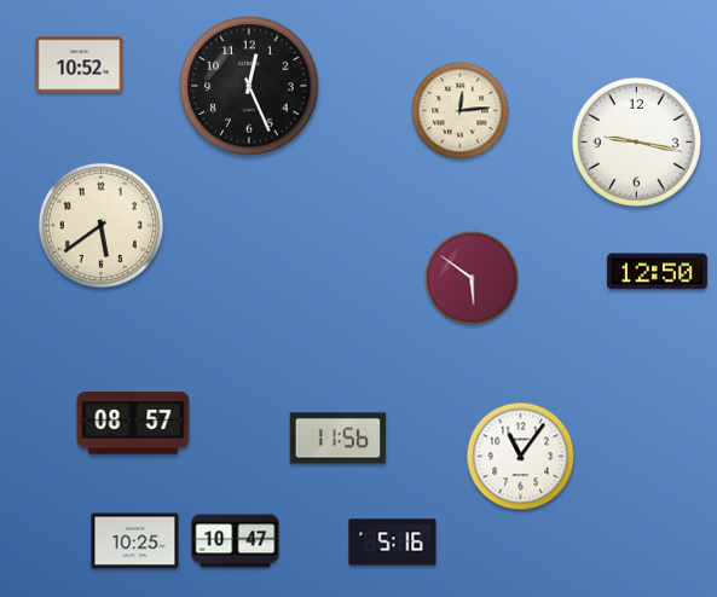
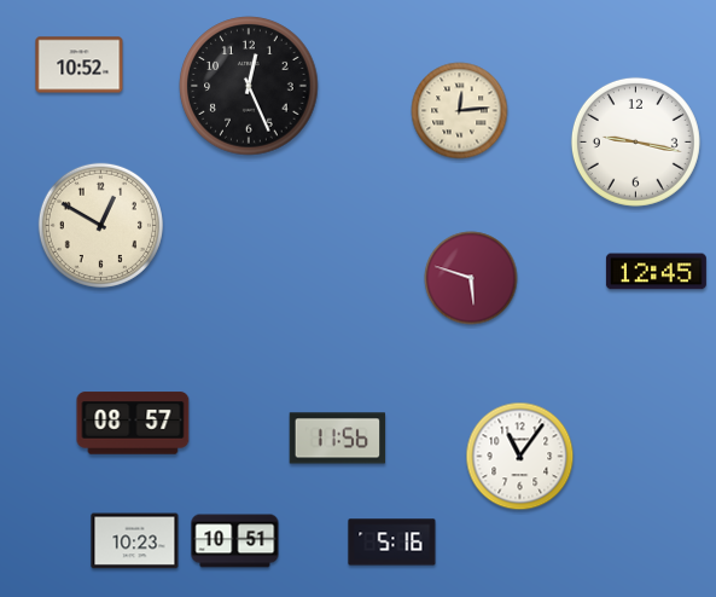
clock at (100, 225): 5:39 -> 12:50
clock at (657, 272): 12:50 -> 12:45
clock at (472, 278): 5:51 -> 5:48
clock at (135, 541): 10:25 -> 10:23
clock at (236, 541): 10:47 -> 10:51
